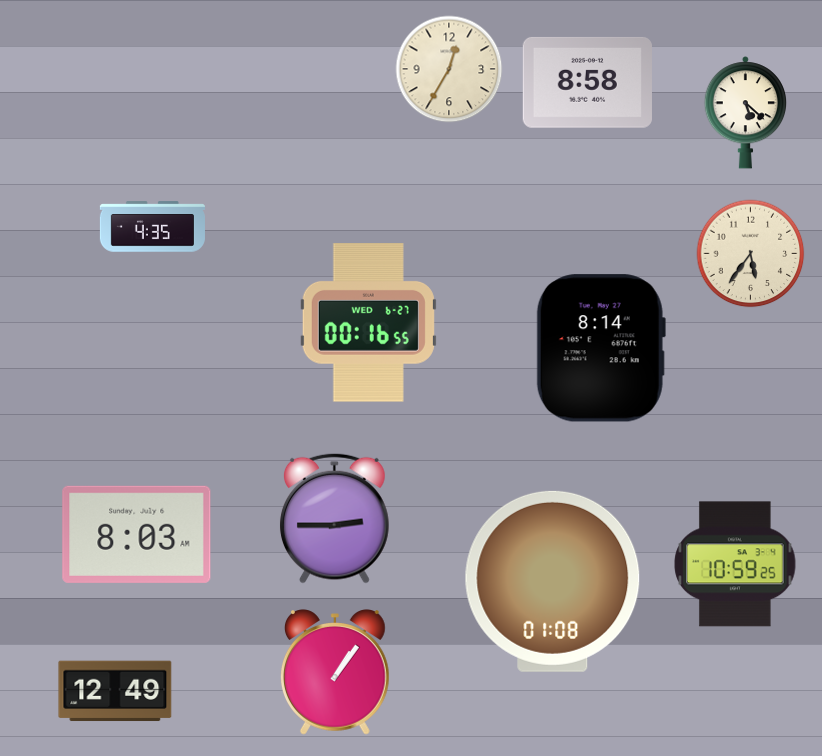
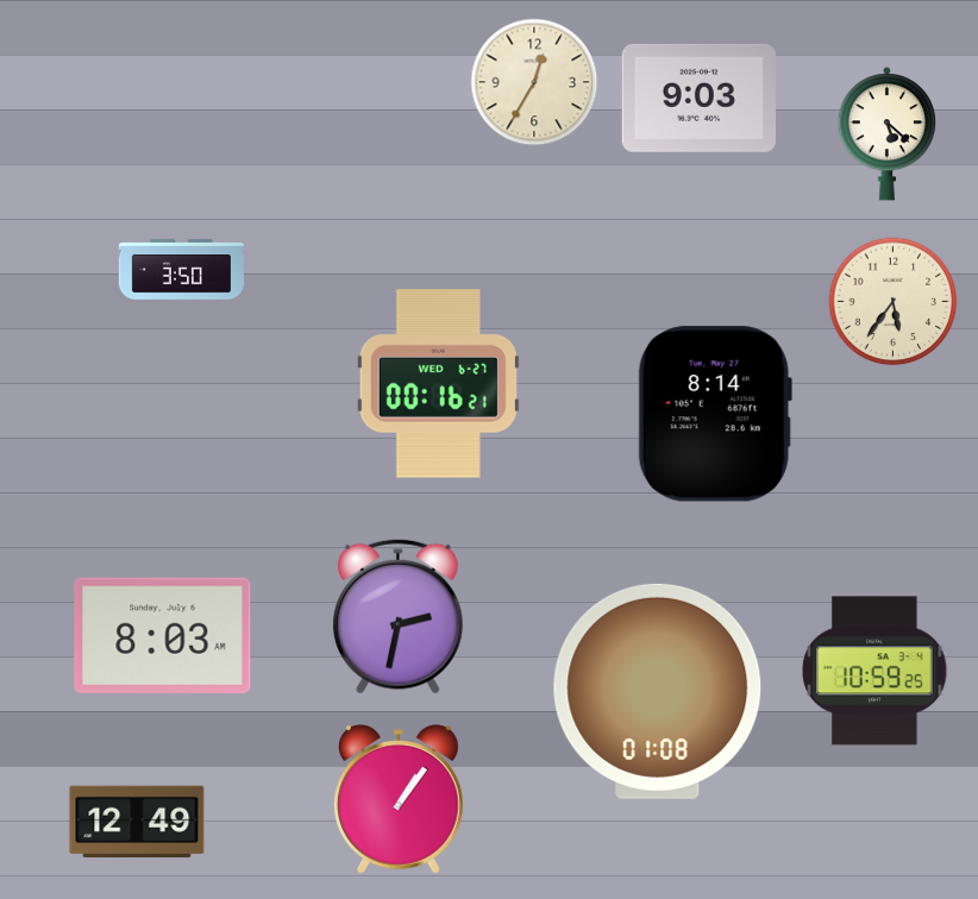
clock at (587, 82): 8:58 -> 9:03
clock at (152, 227): 4:35 -> 3:50
clock at (368, 323): 00:16:55 -> 00:16:21
clock at (334, 518): 2:45 -> 2:32
